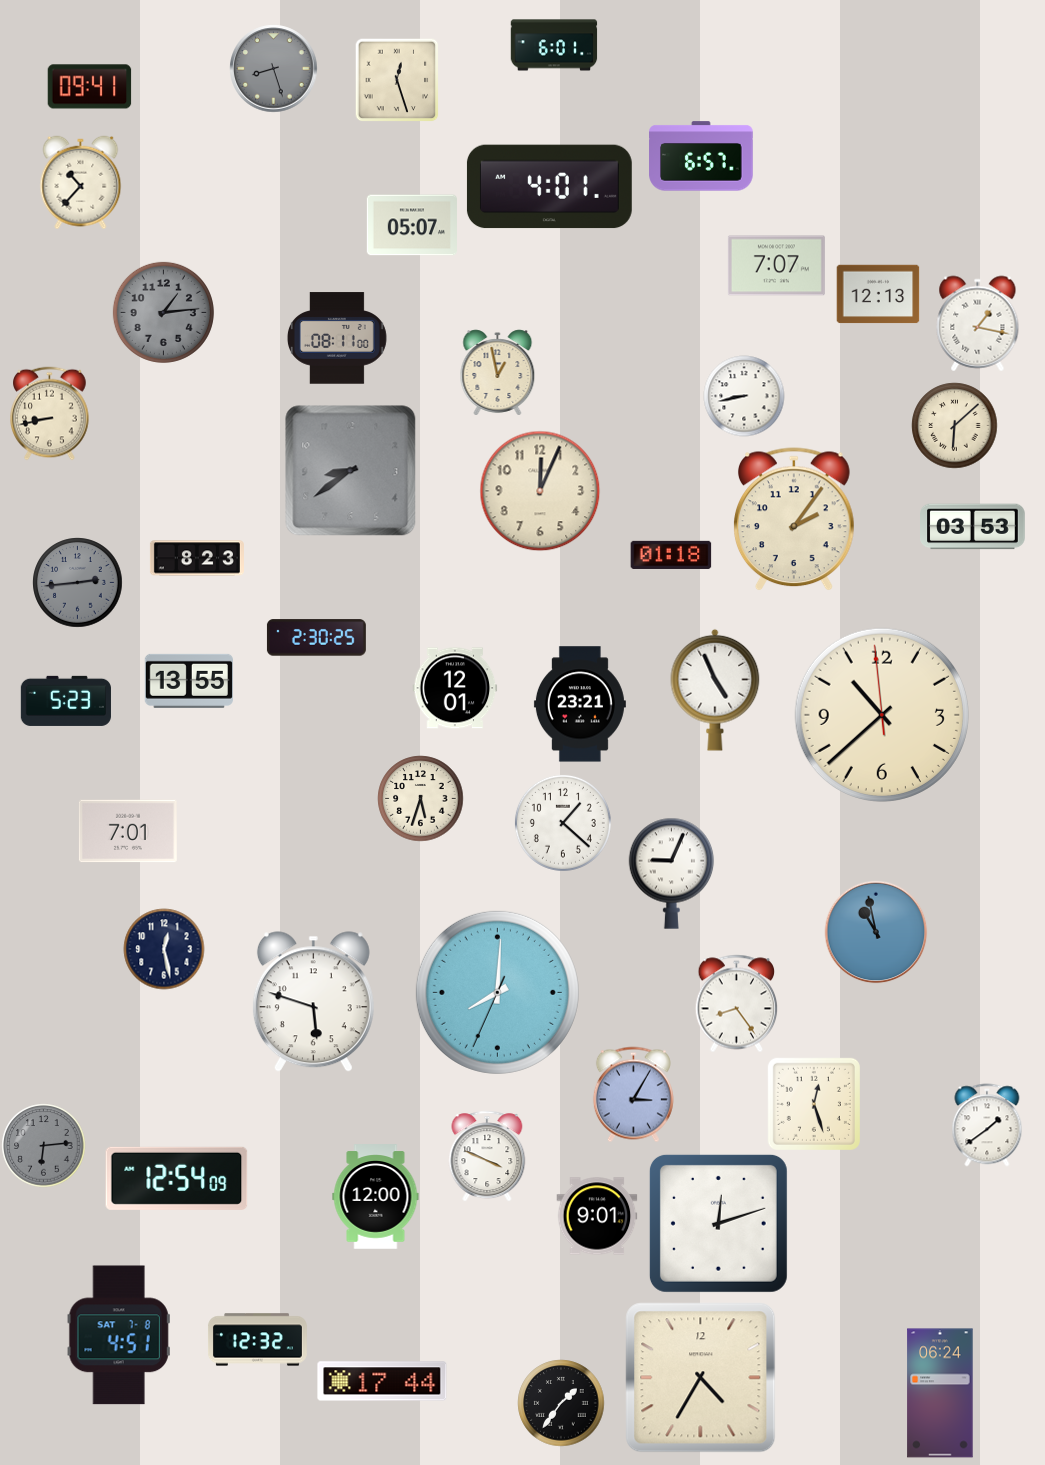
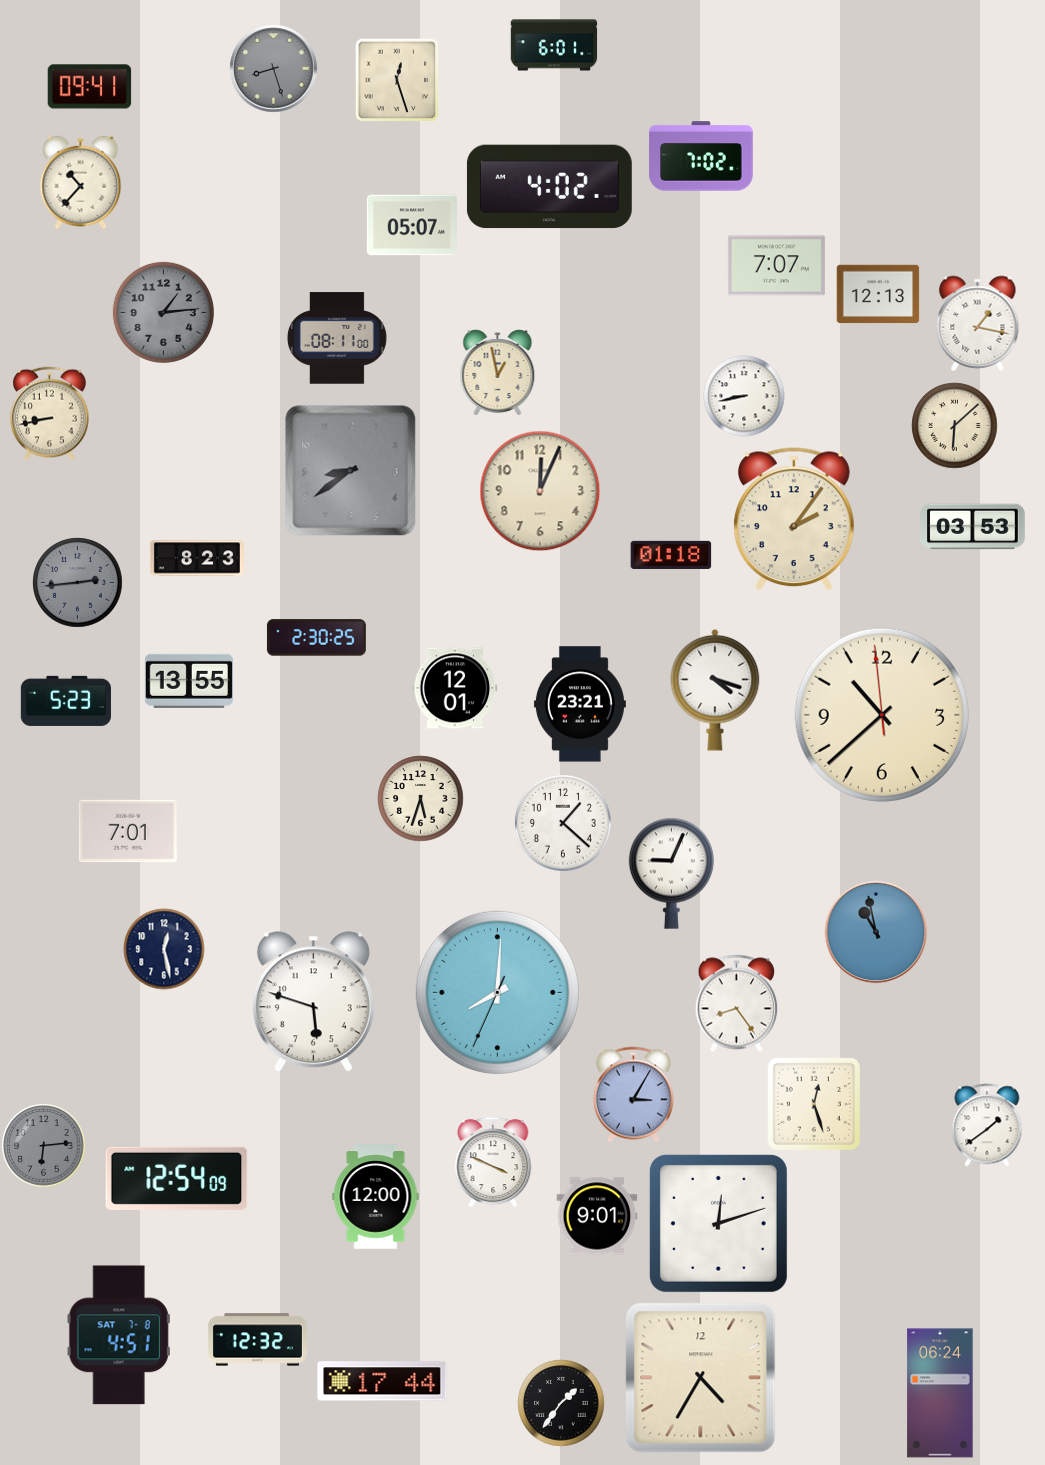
clock at (701, 156): 6:57 -> 7:02
clock at (549, 187): 4:01 -> 4:02
clock at (715, 690): 4:56 -> 4:18
clock at (487, 1156) position: (487, 1156) -> (493, 1162)
